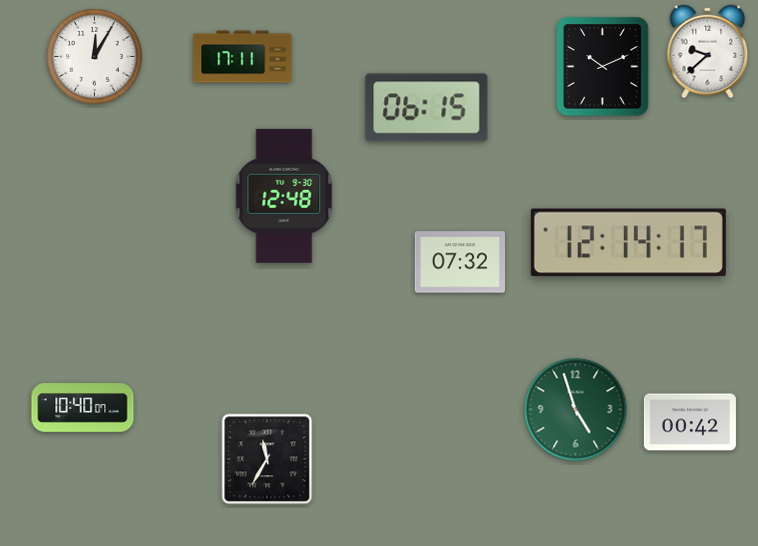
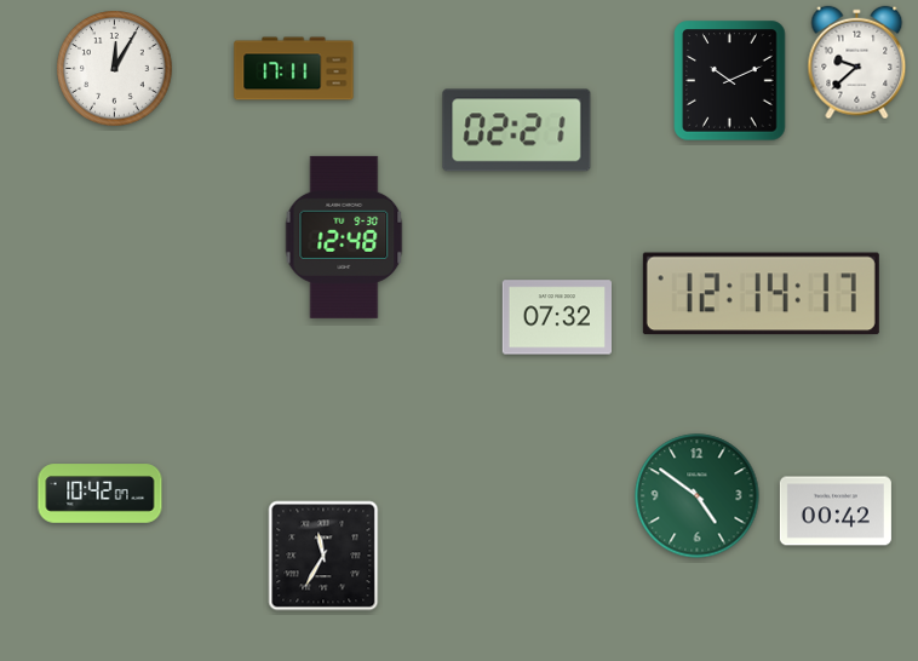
clock at (427, 108): 06:15 -> 02:21
clock at (83, 408): 10:40 -> 10:42
clock at (576, 410): 4:57 -> 4:51
